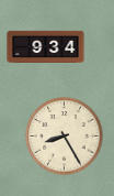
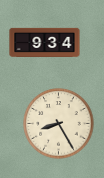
clock at (46, 47) position: (46, 47) -> (45, 43)
